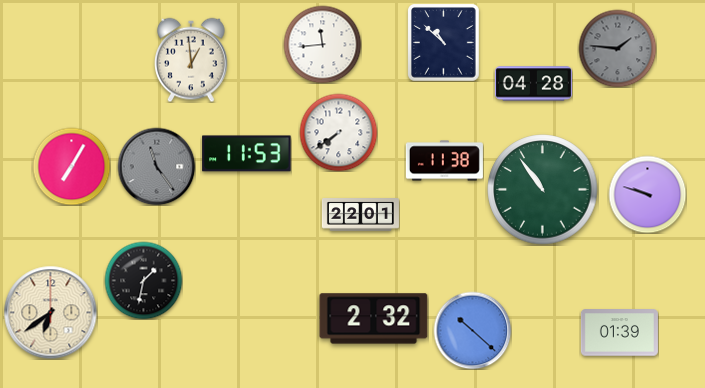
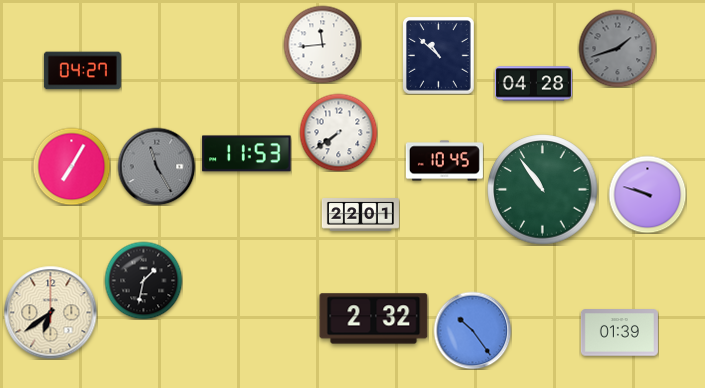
clock at (444, 43) position: (444, 43) -> (439, 56)
clock at (617, 48): 1:46 -> 1:42
clock at (191, 60): 12:59 -> none
clock at (82, 71): none -> 04:27
clock at (444, 161): 11:38 -> 10:45
clock at (156, 166): 11:24 -> 11:25
clock at (472, 330): 10:22 -> 10:24
